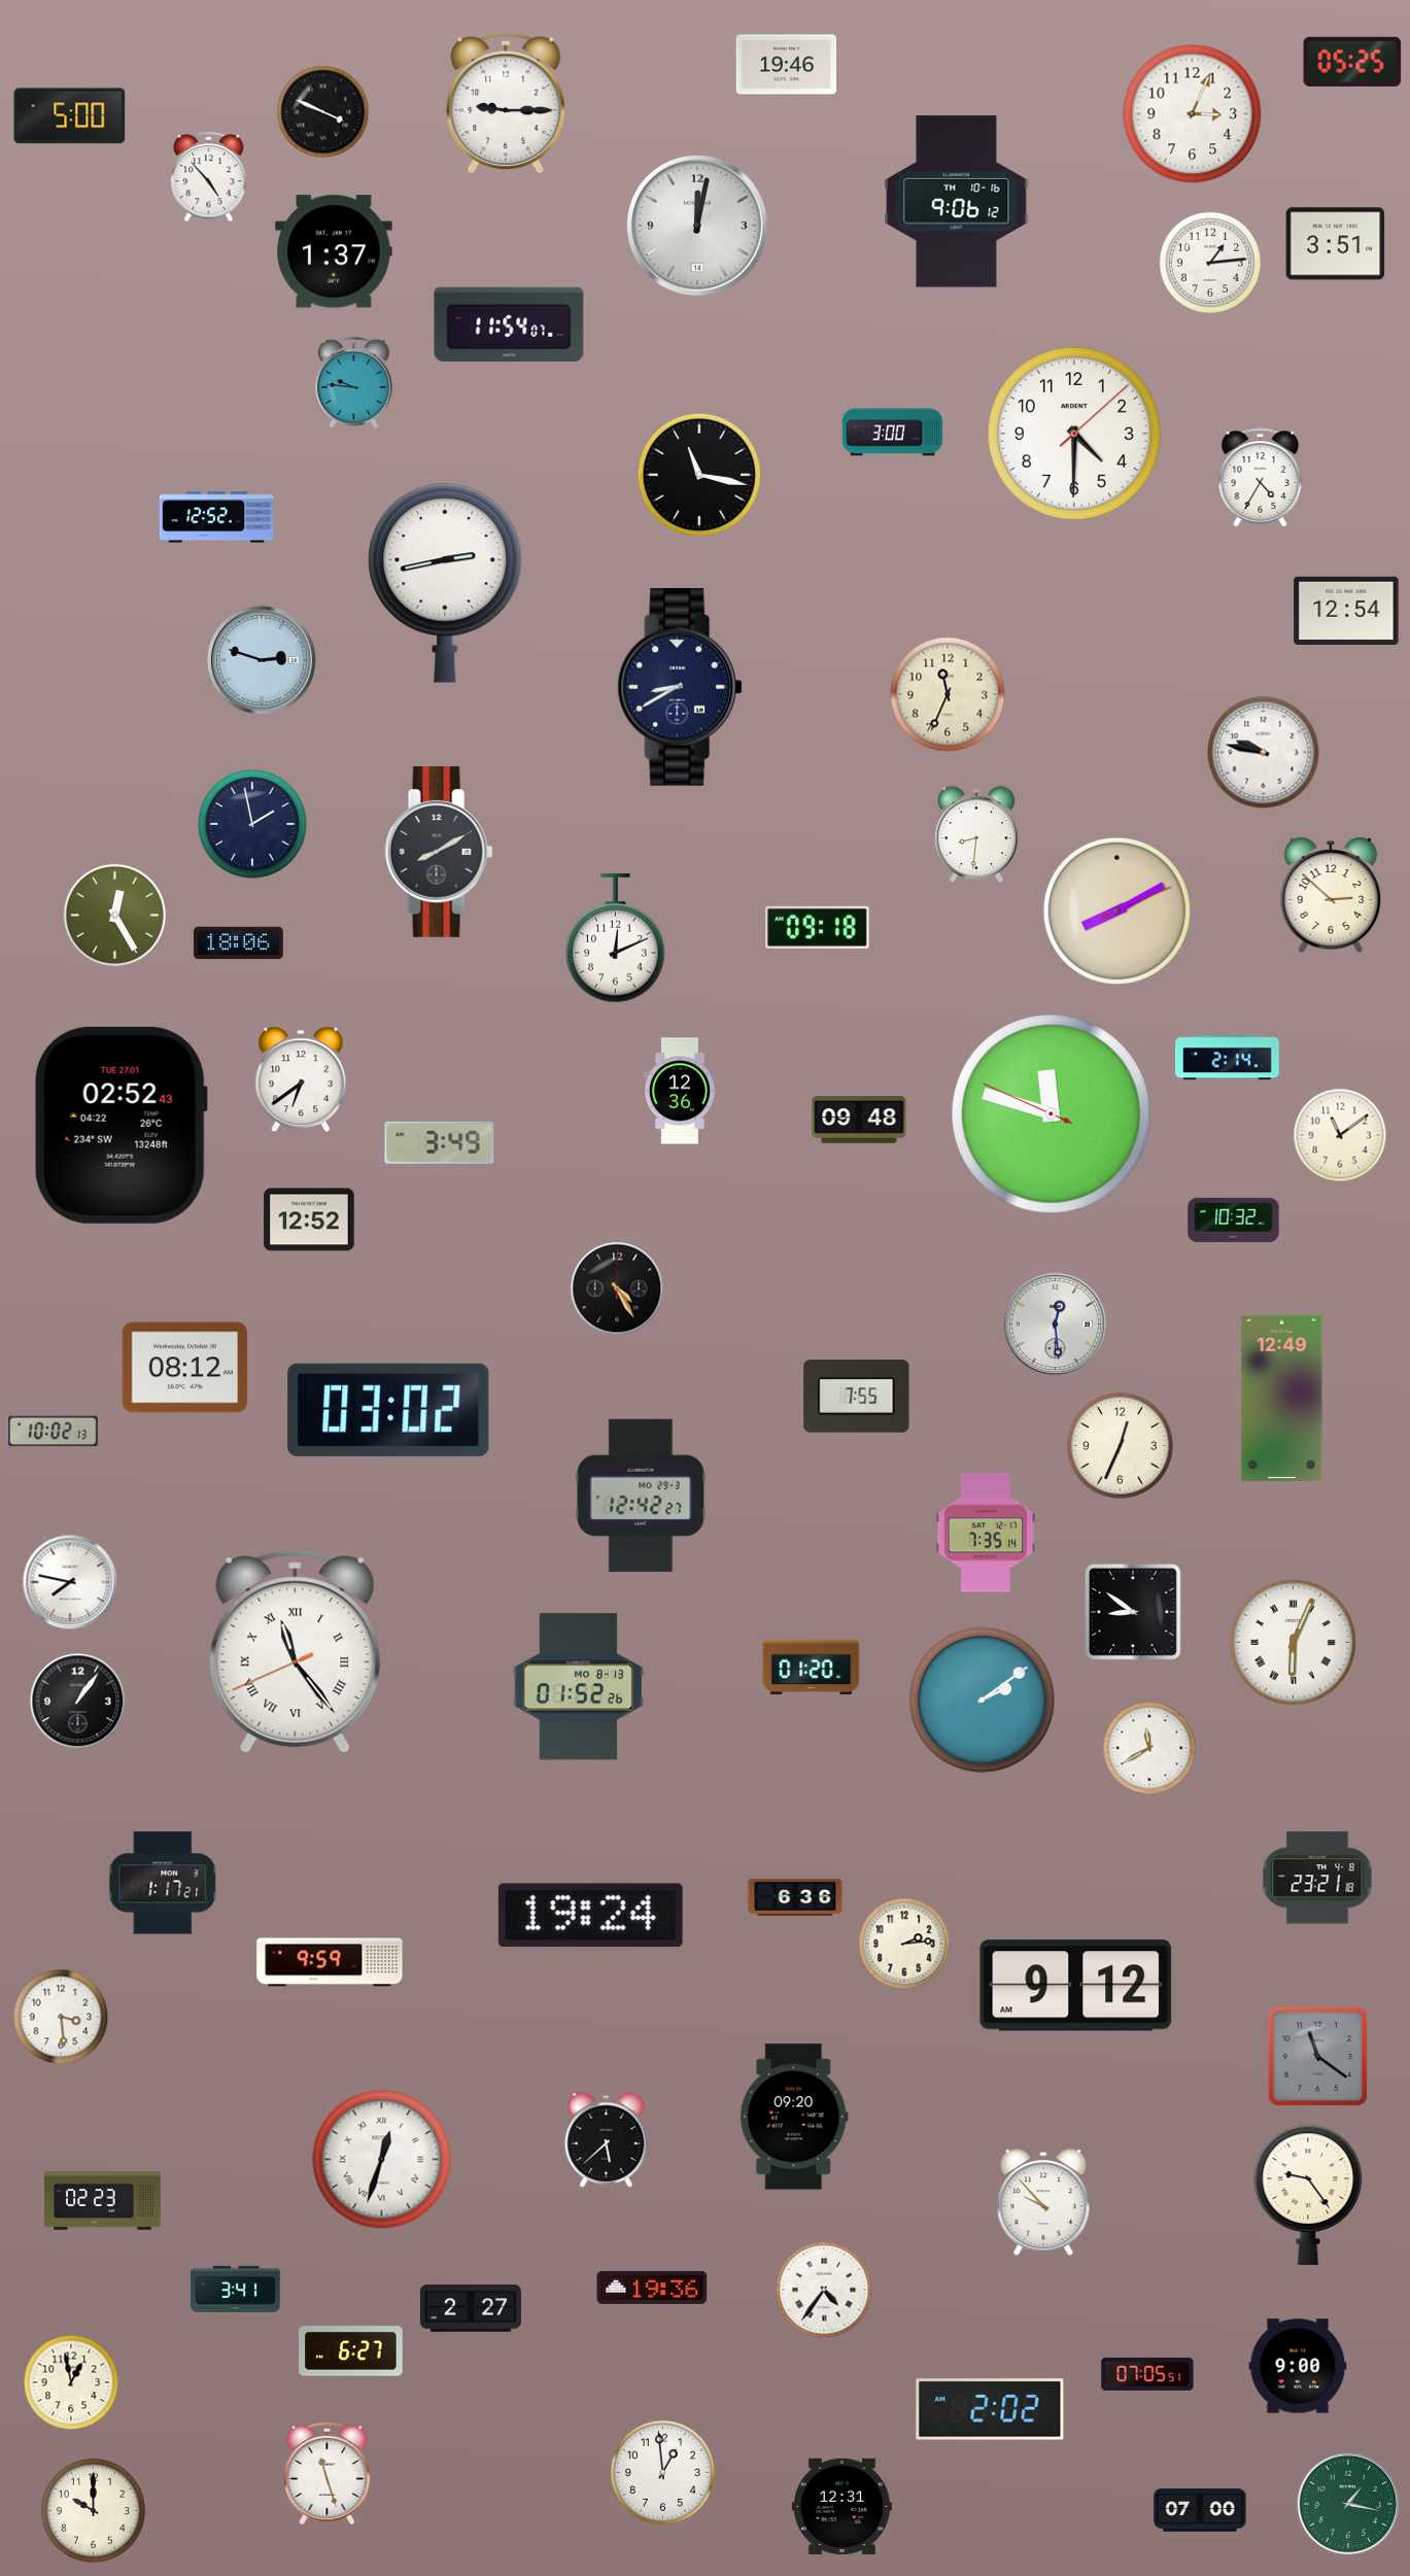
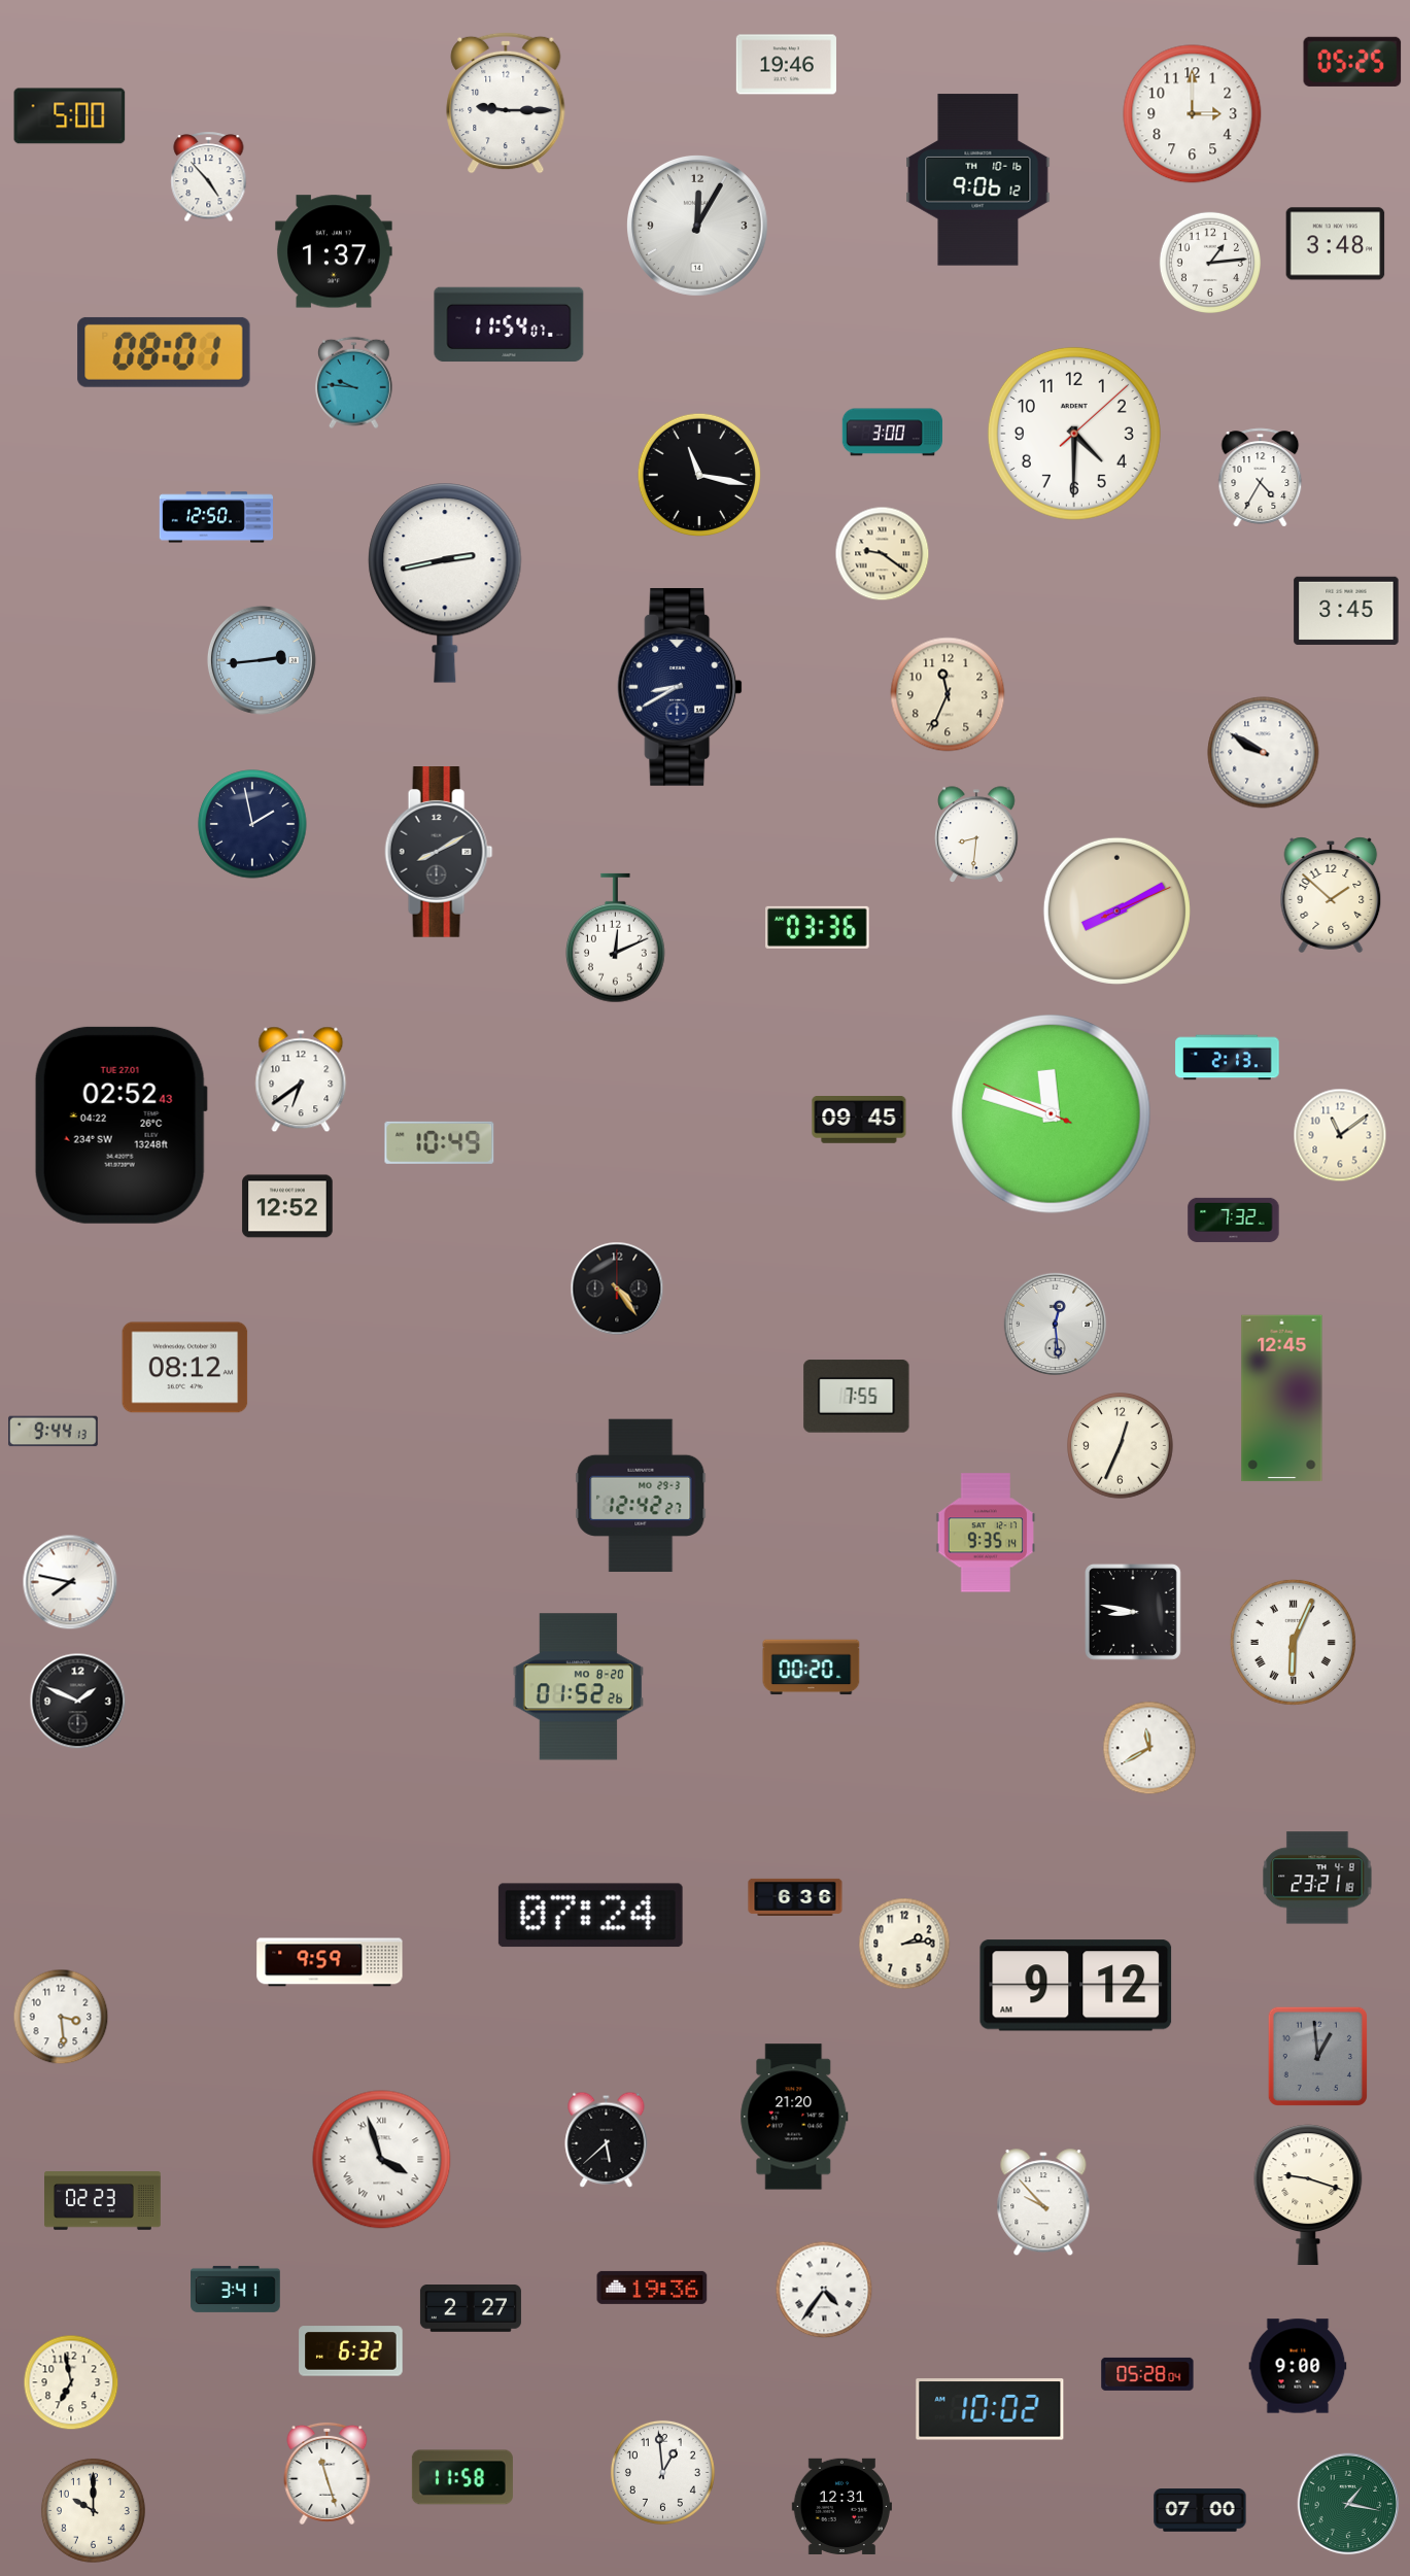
clock at (323, 112): 3:49 -> none
clock at (1193, 114): 3:04 -> 3:00
clock at (957, 202) position: (957, 202) -> (978, 180)
clock at (697, 226): 12:02 -> 12:05
clock at (1336, 244): 3:51 -> 3:48
clock at (164, 352): none -> 08:01
clock at (215, 517): 12:52 -> 12:50
clock at (883, 554): none -> 9:21
clock at (1346, 611): 12:54 -> 3:45
clock at (262, 660): 2:48 -> 2:44
clock at (1264, 753): 9:47 -> 9:50
clock at (1331, 895): 2:52 -> 1:52
clock at (114, 915): 12:25 -> none
clock at (818, 927): 09:18 -> 03:36
clock at (239, 943): 18:06 -> none
clock at (1228, 1058): 2:14 -> 2:13
clock at (679, 1091): 12:36 -> none
clock at (859, 1121): 09:48 -> 09:45
clock at (440, 1142): 3:49 -> 10:49
clock at (309, 1220) position: (309, 1220) -> (287, 1206)
clock at (1234, 1220): 10:32 -> 7:32
clock at (617, 1289): 4:25 -> 4:24
clock at (1282, 1399): 12:49 -> 12:45
clock at (388, 1410): 03:02 -> none
clock at (54, 1432): 10:02 -> 9:44
clock at (986, 1533): 7:35 -> 9:35
clock at (1133, 1612): 8:51 -> 8:47
clock at (296, 1652): 11:23 -> none
clock at (812, 1668): 01:20 -> 00:20
clock at (579, 1687) date: MO 8-13 -> MO 8-20
clock at (982, 1699): 2:09 -> none
clock at (78, 1702): 1:06 -> 1:49
clock at (163, 1883): 1:17 -> none
clock at (590, 1916): 19:24 -> 07:24
clock at (1317, 2056): 11:21 -> 12:59
clock at (794, 2117): 09:20 -> 21:20
clock at (382, 2160): 12:33 -> 3:57
clock at (1308, 2195): 9:24 -> 9:18
clock at (351, 2351): 6:27 -> 6:32
clock at (1147, 2374): 07:05 -> 05:28
clock at (71, 2382): 12:58 -> 6:58
clock at (990, 2409): 2:02 -> 10:02
clock at (462, 2477): none -> 11:58
